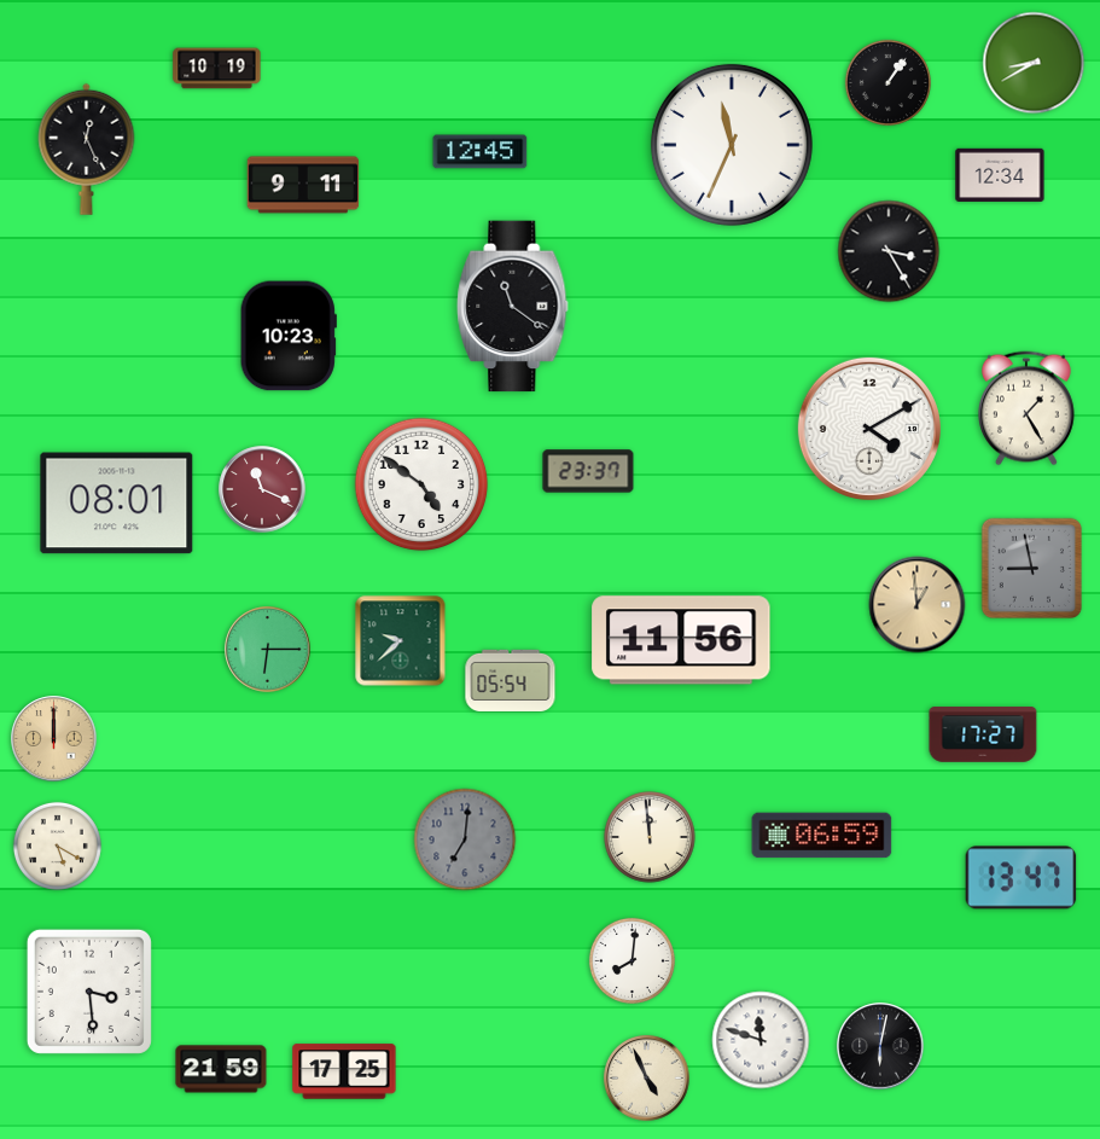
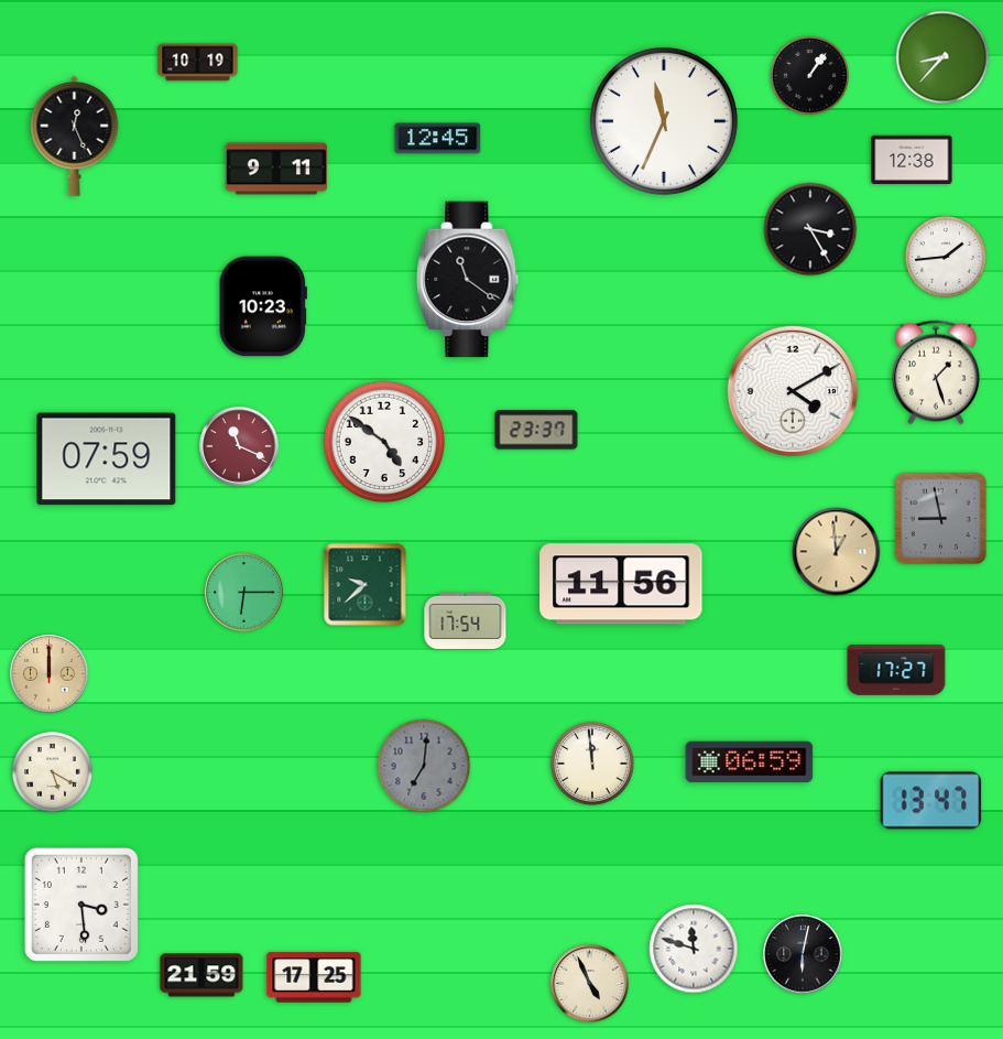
clock at (1034, 63): 8:40 -> 8:37
clock at (732, 145) position: (732, 145) -> (664, 121)
clock at (87, 149) position: (87, 149) -> (75, 136)
clock at (1000, 175): 12:34 -> 12:38
clock at (947, 258): none -> 1:44
clock at (1026, 408): 1:25 -> 1:27
clock at (117, 504): 08:01 -> 07:59
clock at (511, 680): 05:54 -> 17:54
clock at (632, 960): 8:01 -> none
